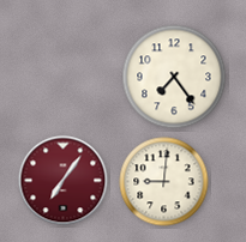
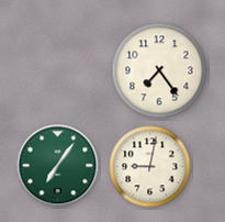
clock at (64, 181) dial: burgundy -> green
clock at (164, 182): 9:01 -> 9:02
